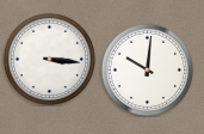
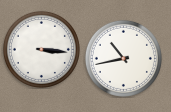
clock at (147, 69): 10:01 -> 10:43
